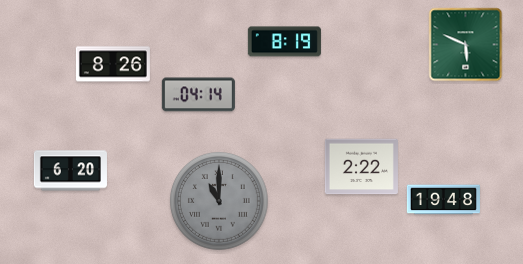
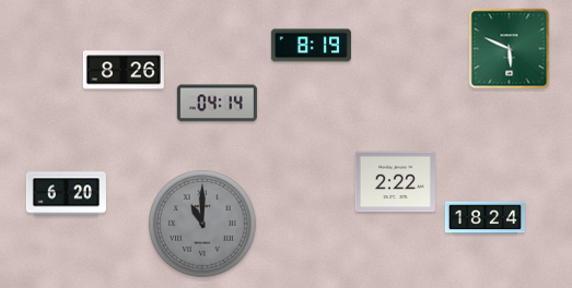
clock at (70, 171) position: (70, 171) -> (66, 194)
clock at (443, 200): 19:48 -> 18:24
clock at (219, 201) position: (219, 201) -> (202, 224)
